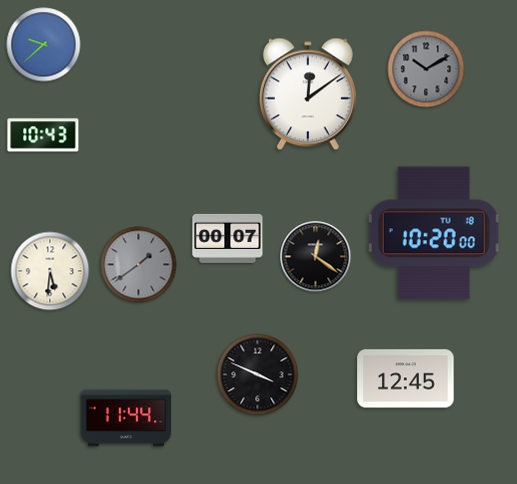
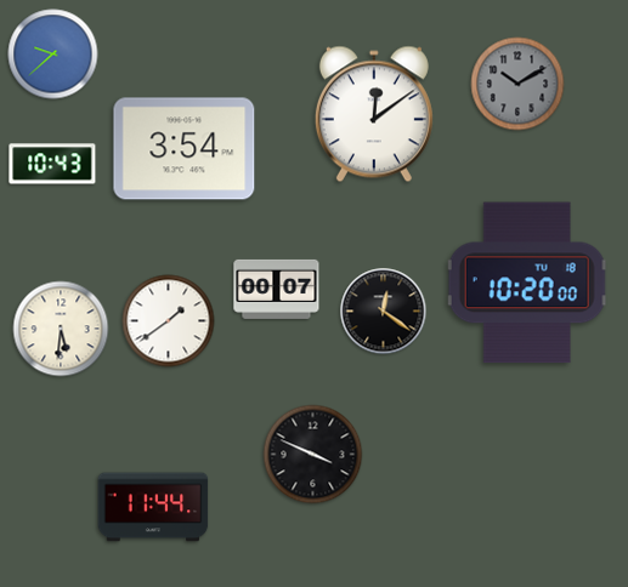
clock at (185, 149): none -> 3:54
clock at (139, 265) dial: grey -> white
clock at (406, 379): 12:45 -> none
